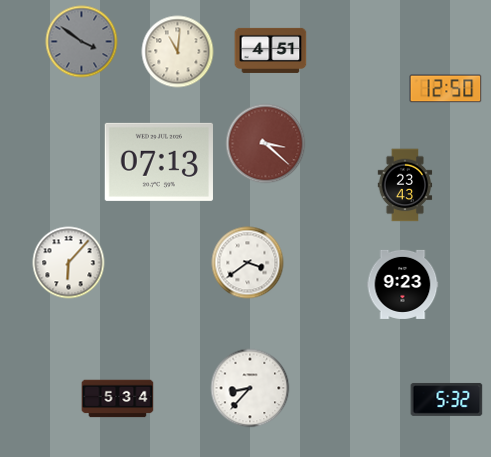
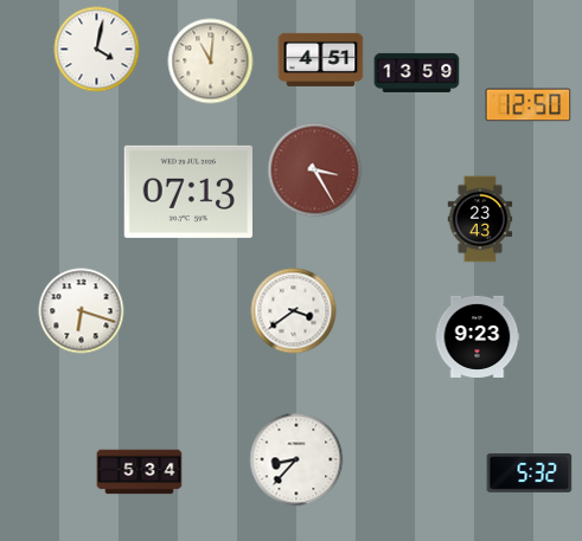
clock at (82, 42): 3:51 -> 4:02
clock at (82, 42) dial: grey -> white
clock at (417, 72): none -> 13:59
clock at (266, 144): 3:22 -> 3:25
clock at (69, 263): 6:07 -> 6:18
